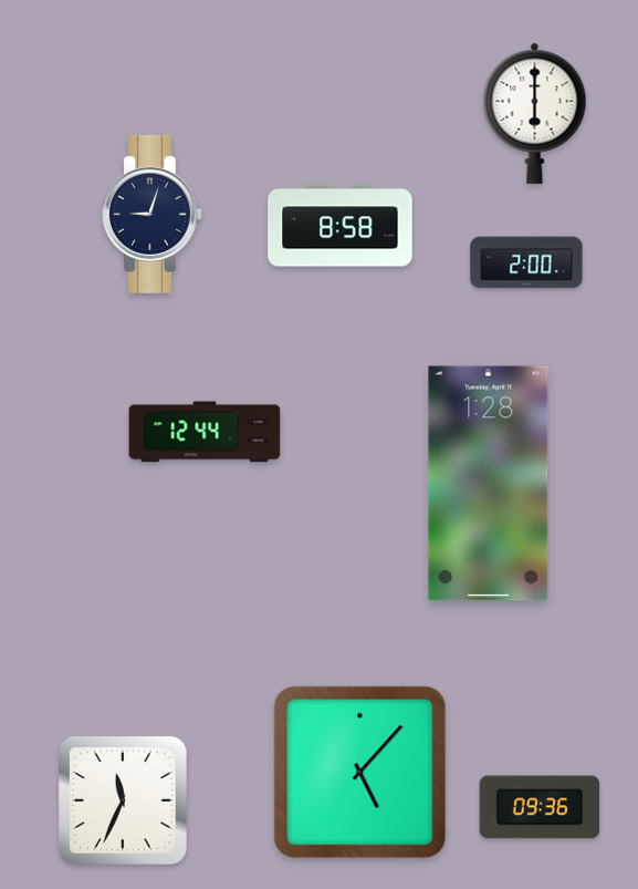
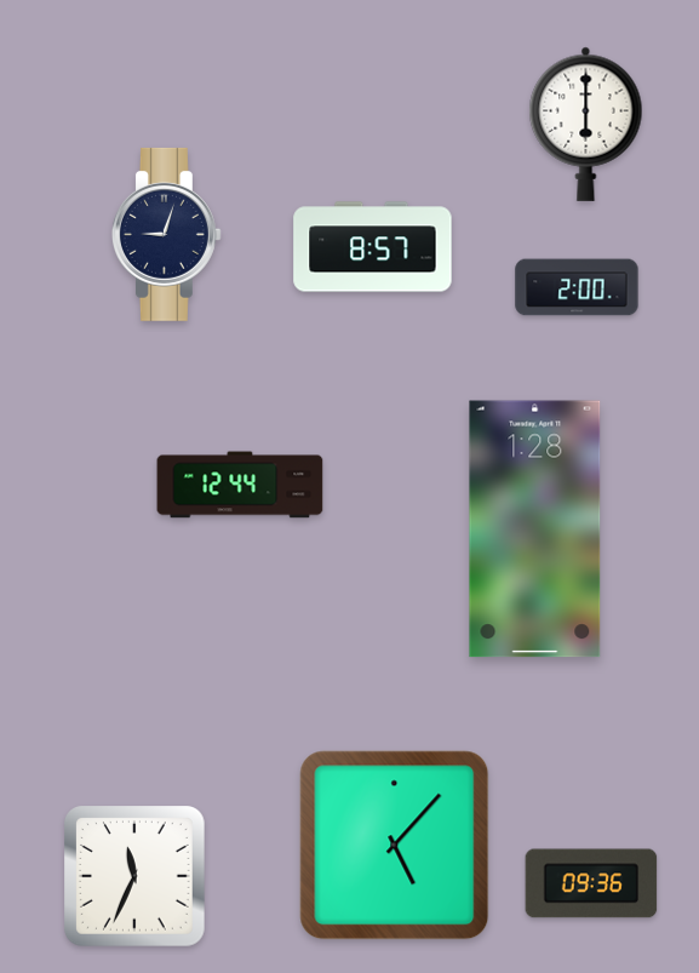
clock at (341, 226): 8:58 -> 8:57
clock at (205, 432) position: (205, 432) -> (240, 485)
